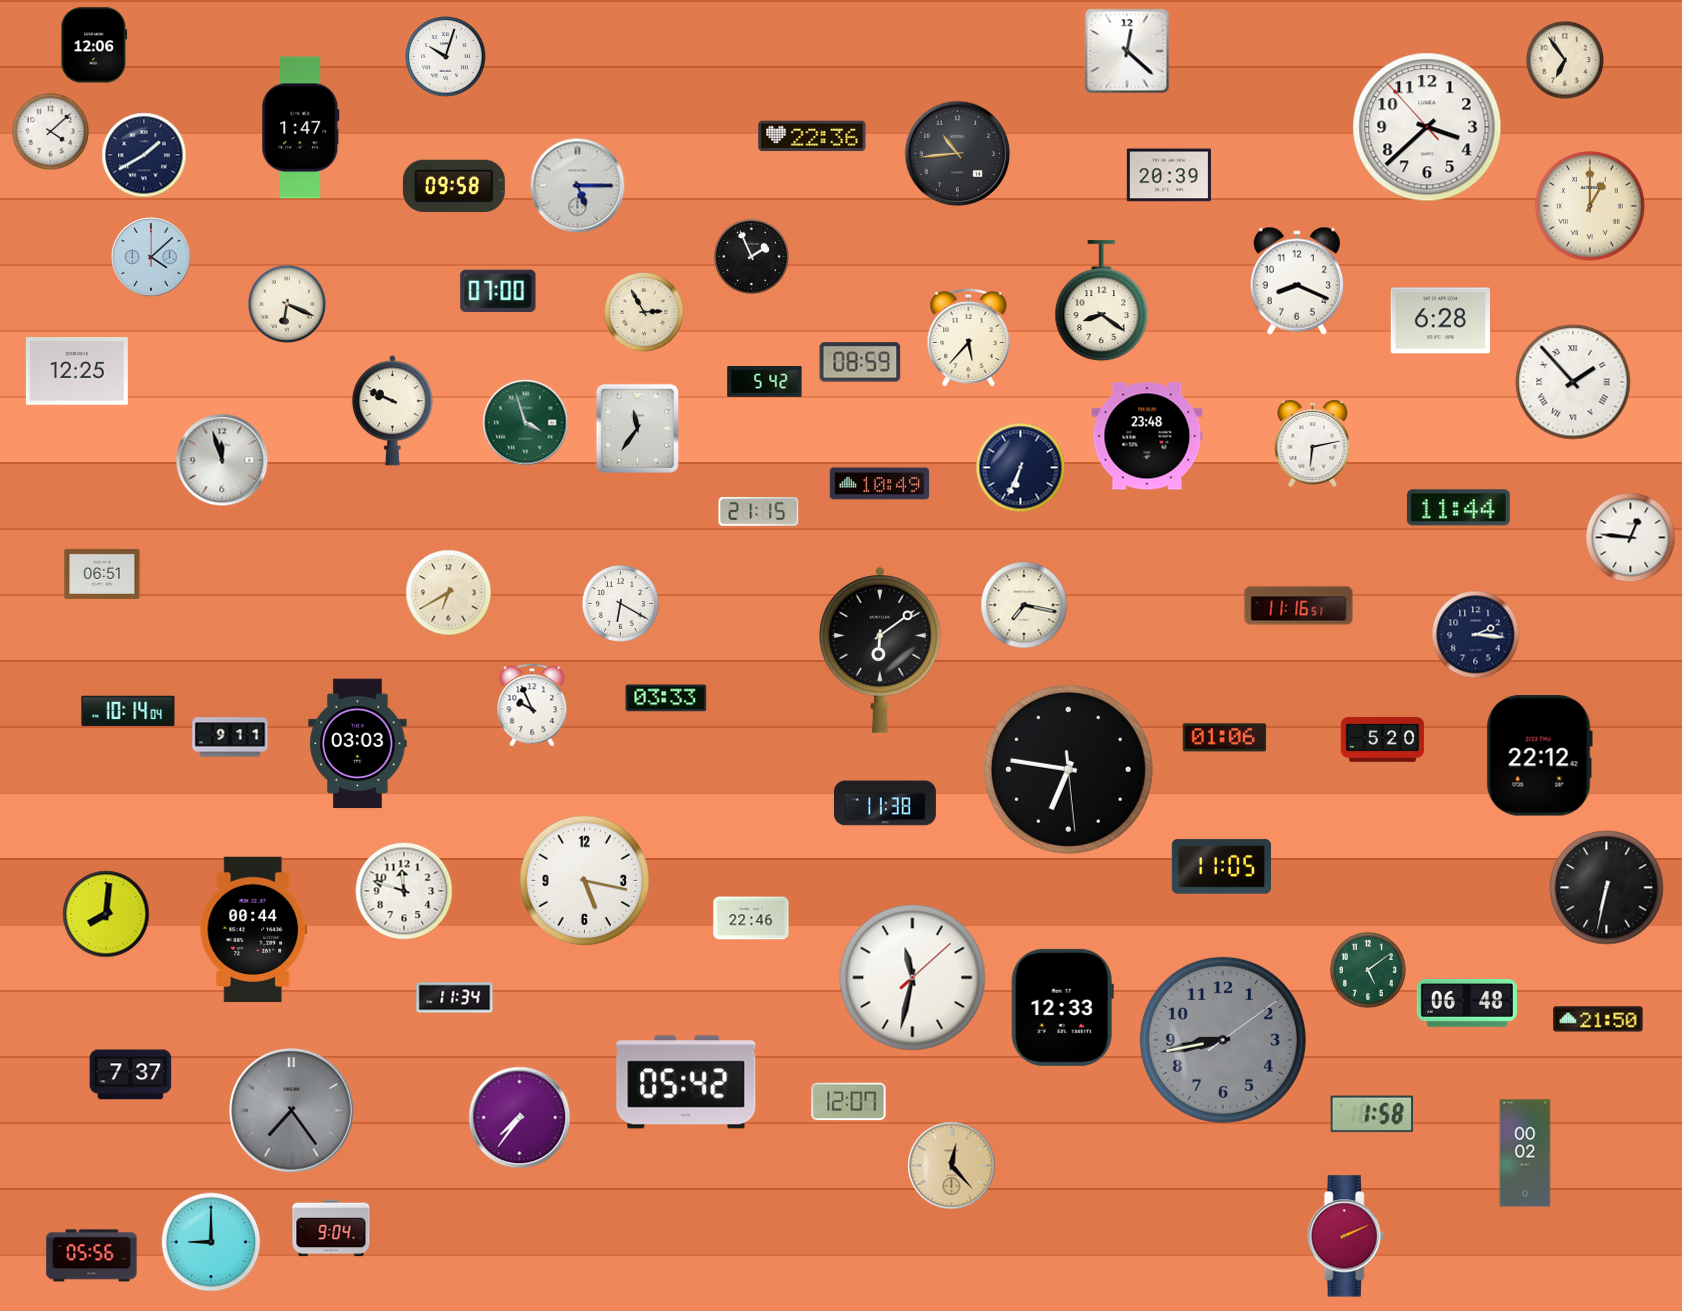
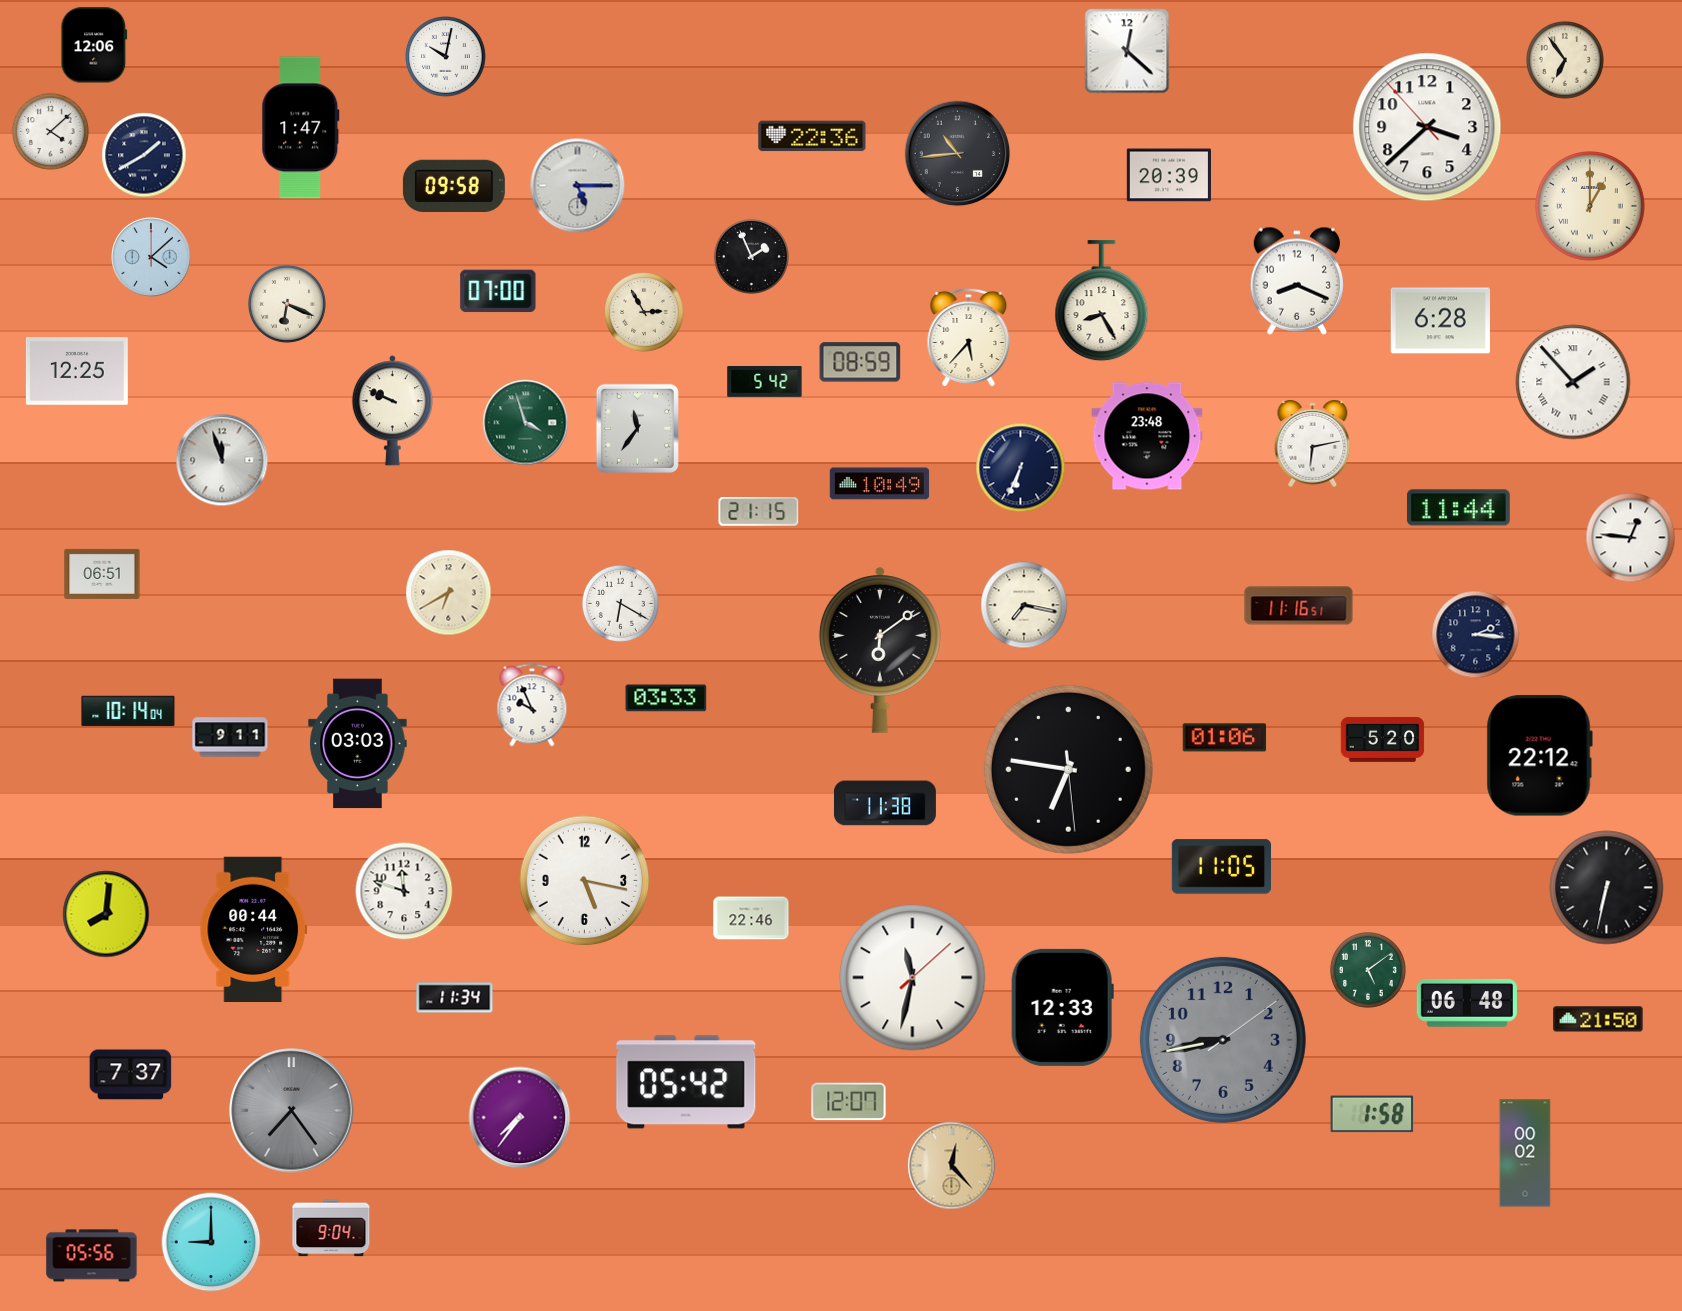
clock at (446, 57): 10:03 -> 10:02
clock at (1102, 301): 8:21 -> 8:25
clock at (1346, 1236): 2:11 -> none
